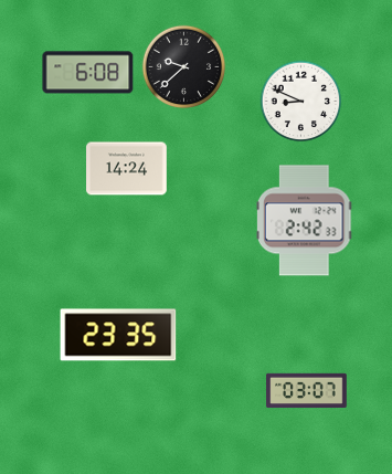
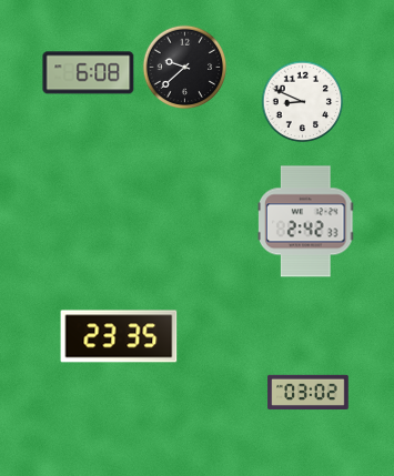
clock at (127, 169): 14:24 -> none
clock at (307, 391): 03:07 -> 03:02
